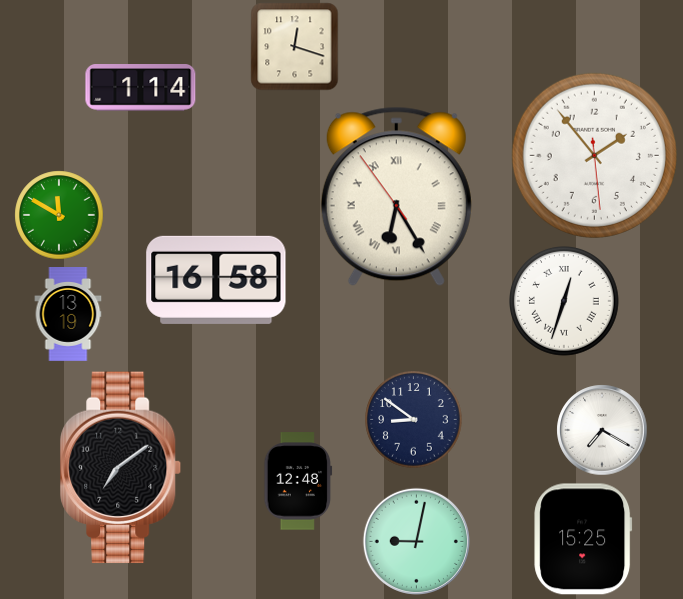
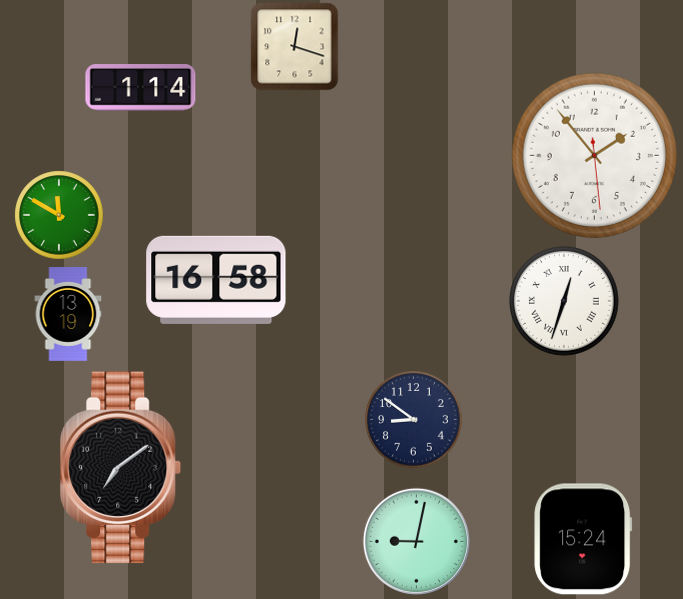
clock at (396, 197): 6:24 -> none
clock at (602, 430): 7:20 -> none
clock at (298, 481): 12:48 -> none
clock at (583, 539): 15:25 -> 15:24
